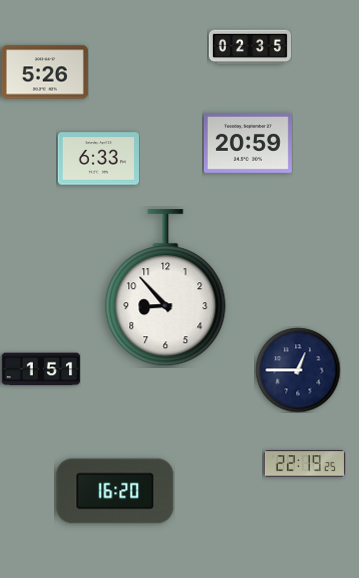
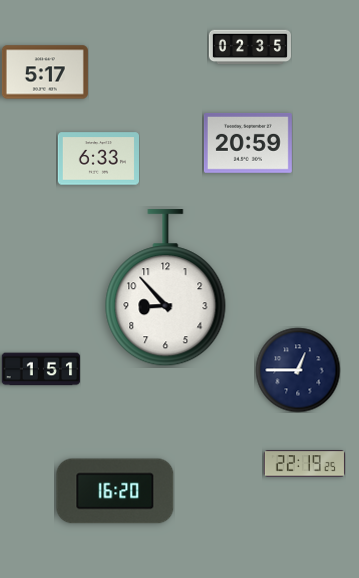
clock at (45, 72): 5:26 -> 5:17
